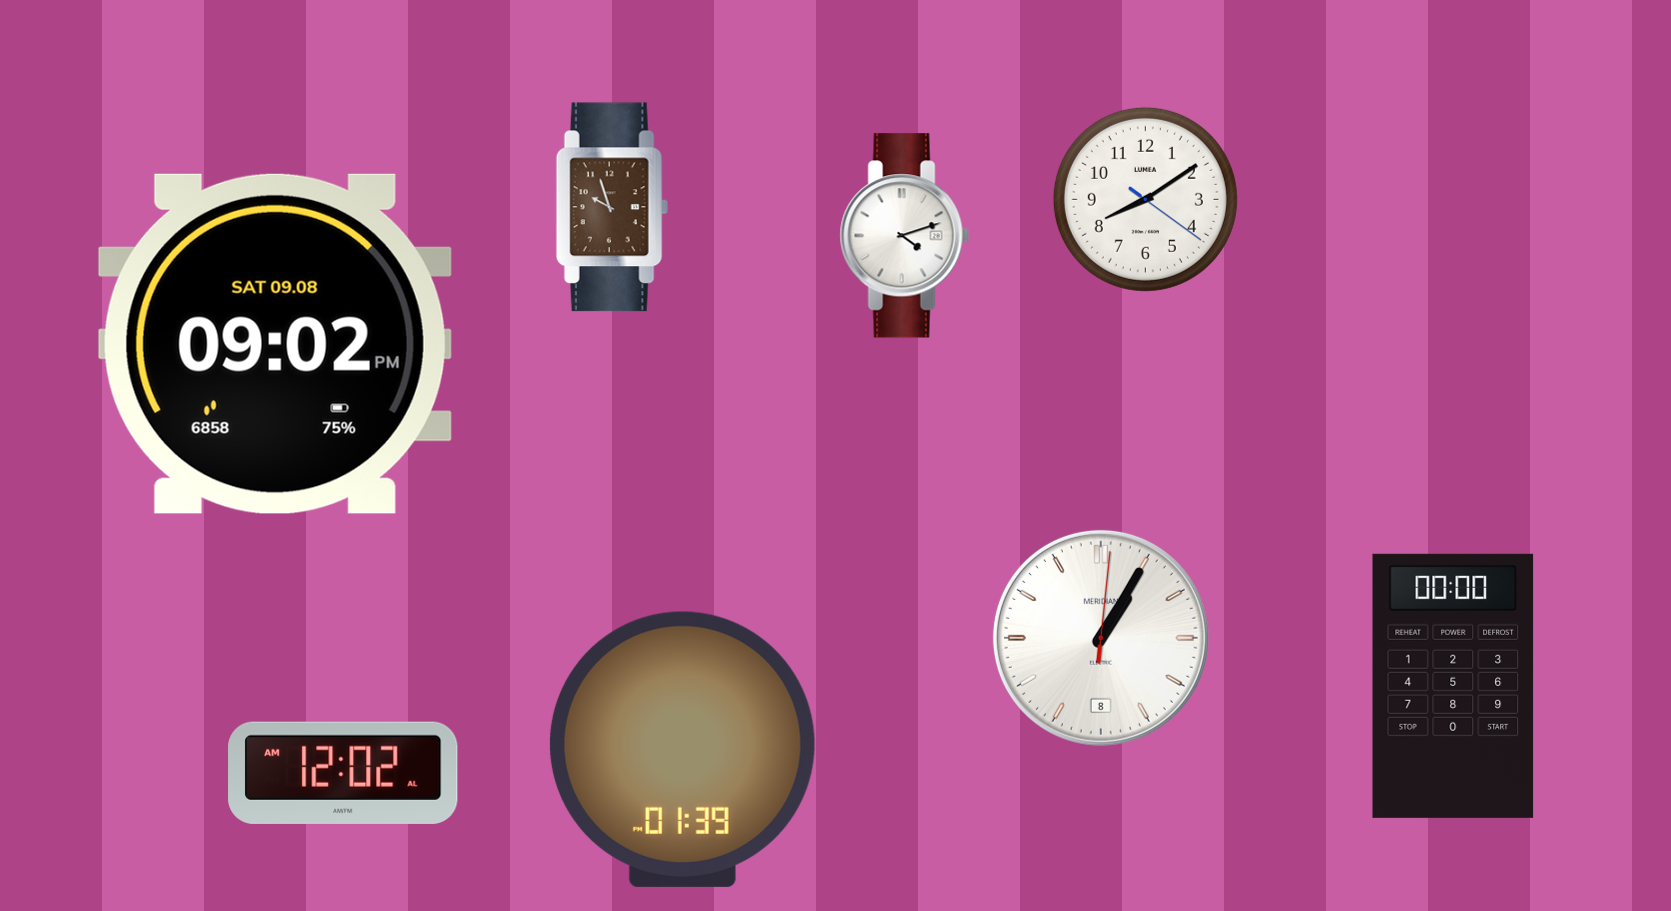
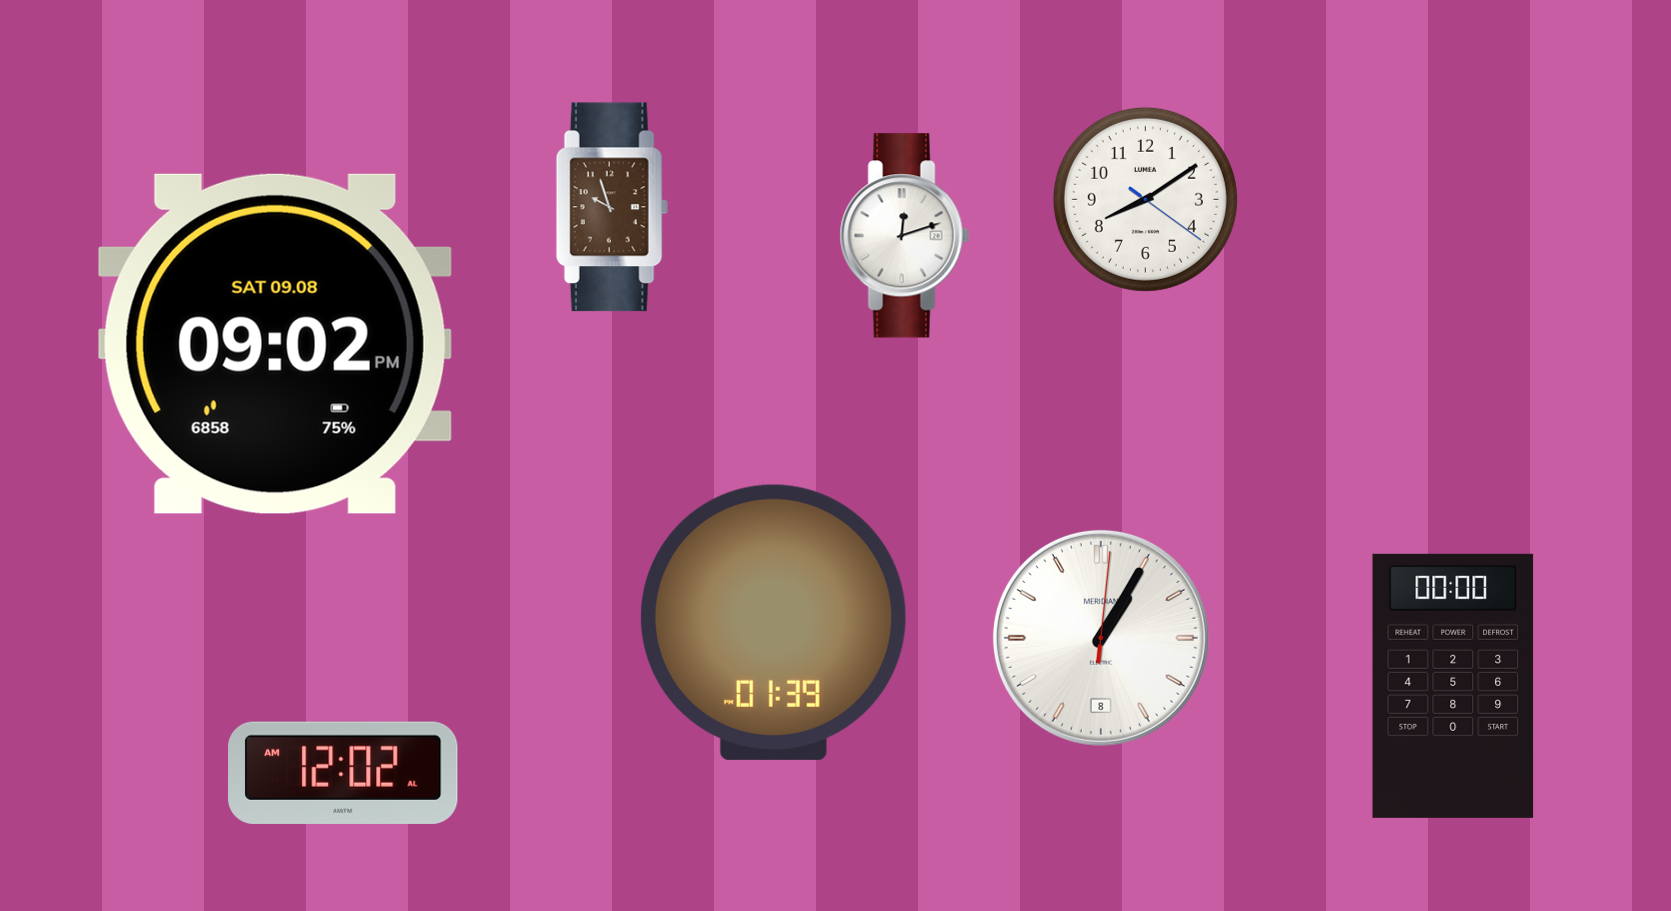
clock at (904, 236): 4:12 -> 12:12
clock at (682, 749) position: (682, 749) -> (773, 622)
